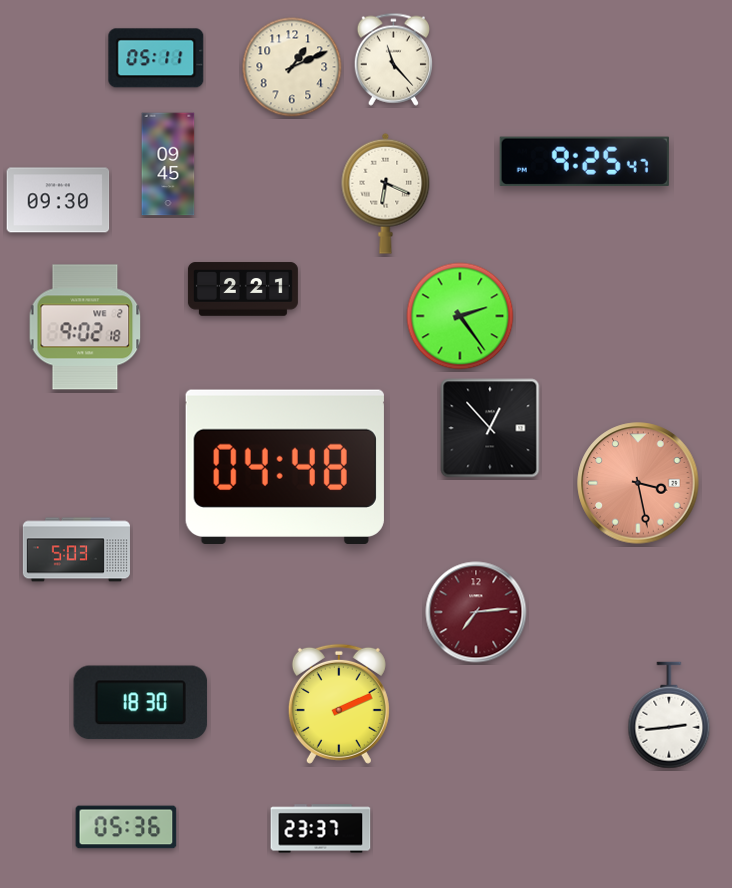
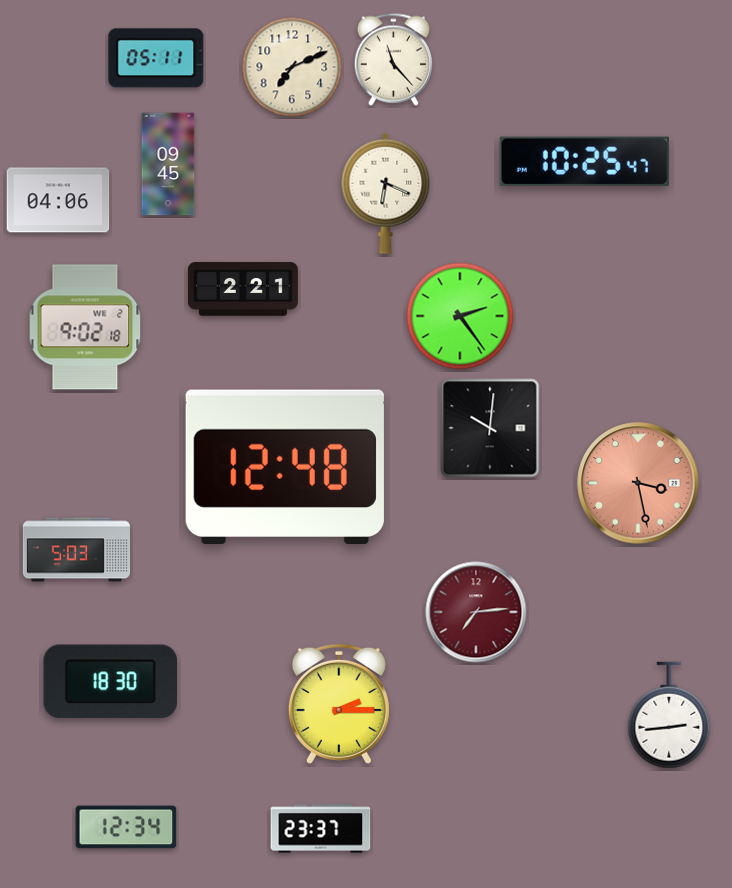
clock at (292, 67): 1:11 -> 7:11
clock at (584, 161): 9:25 -> 10:25
clock at (58, 200): 09:30 -> 04:06
clock at (490, 428): 12:53 -> 10:01
clock at (285, 466): 04:48 -> 12:48
clock at (141, 703) position: (141, 703) -> (111, 682)
clock at (339, 704): 2:11 -> 2:15
clock at (126, 827): 05:36 -> 12:34
